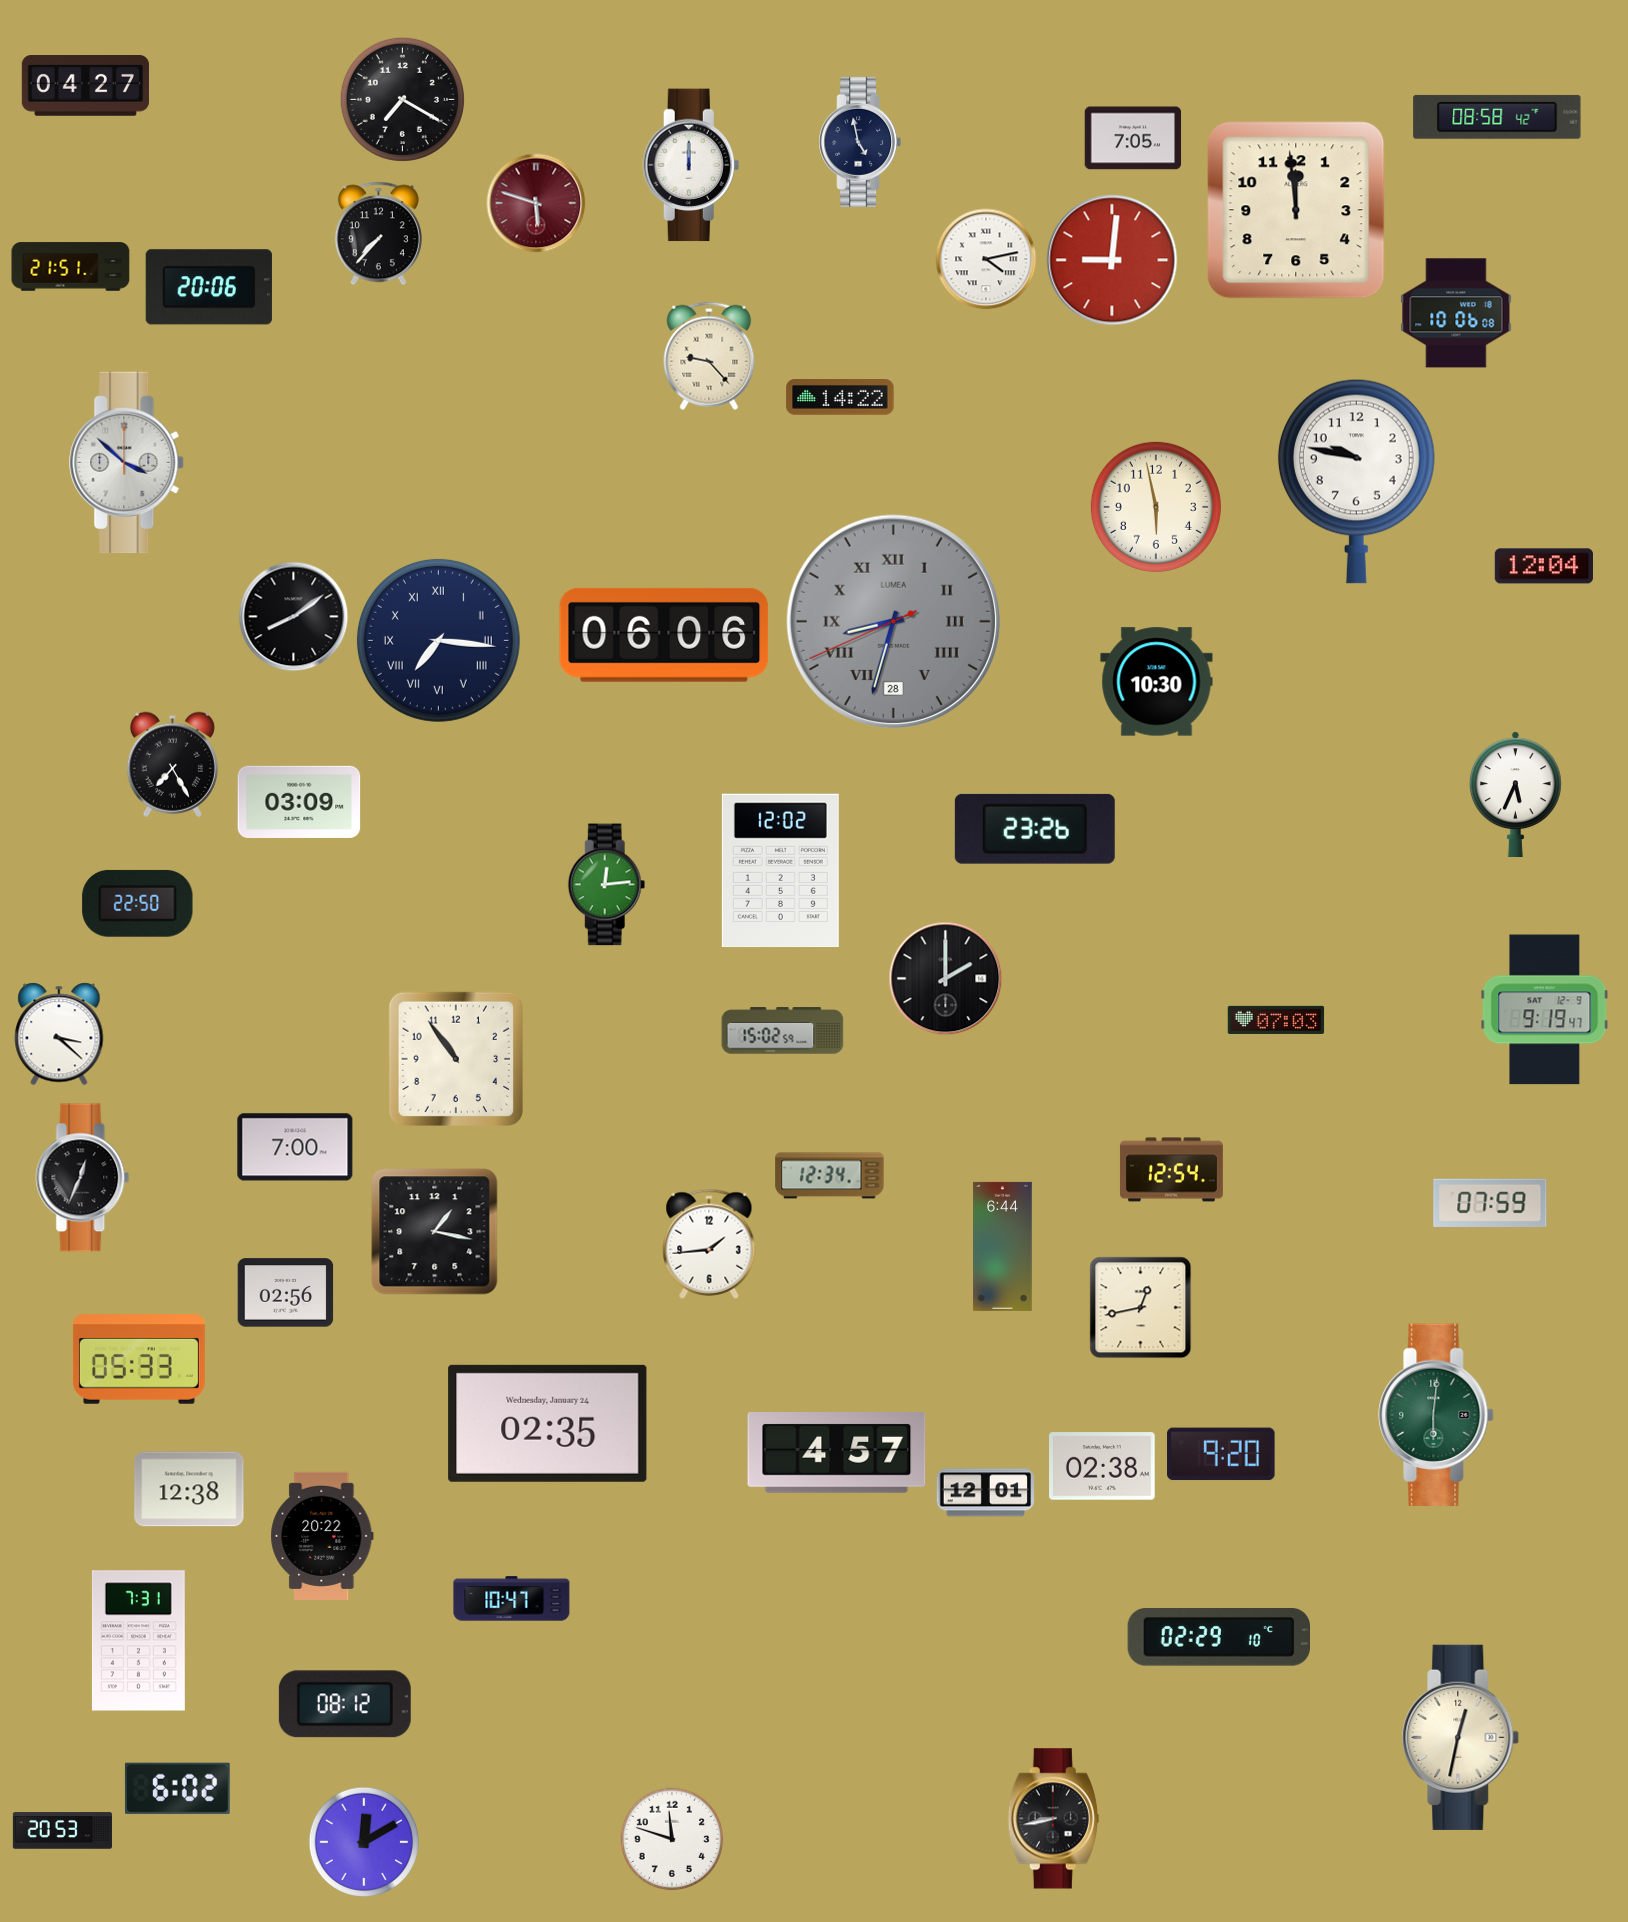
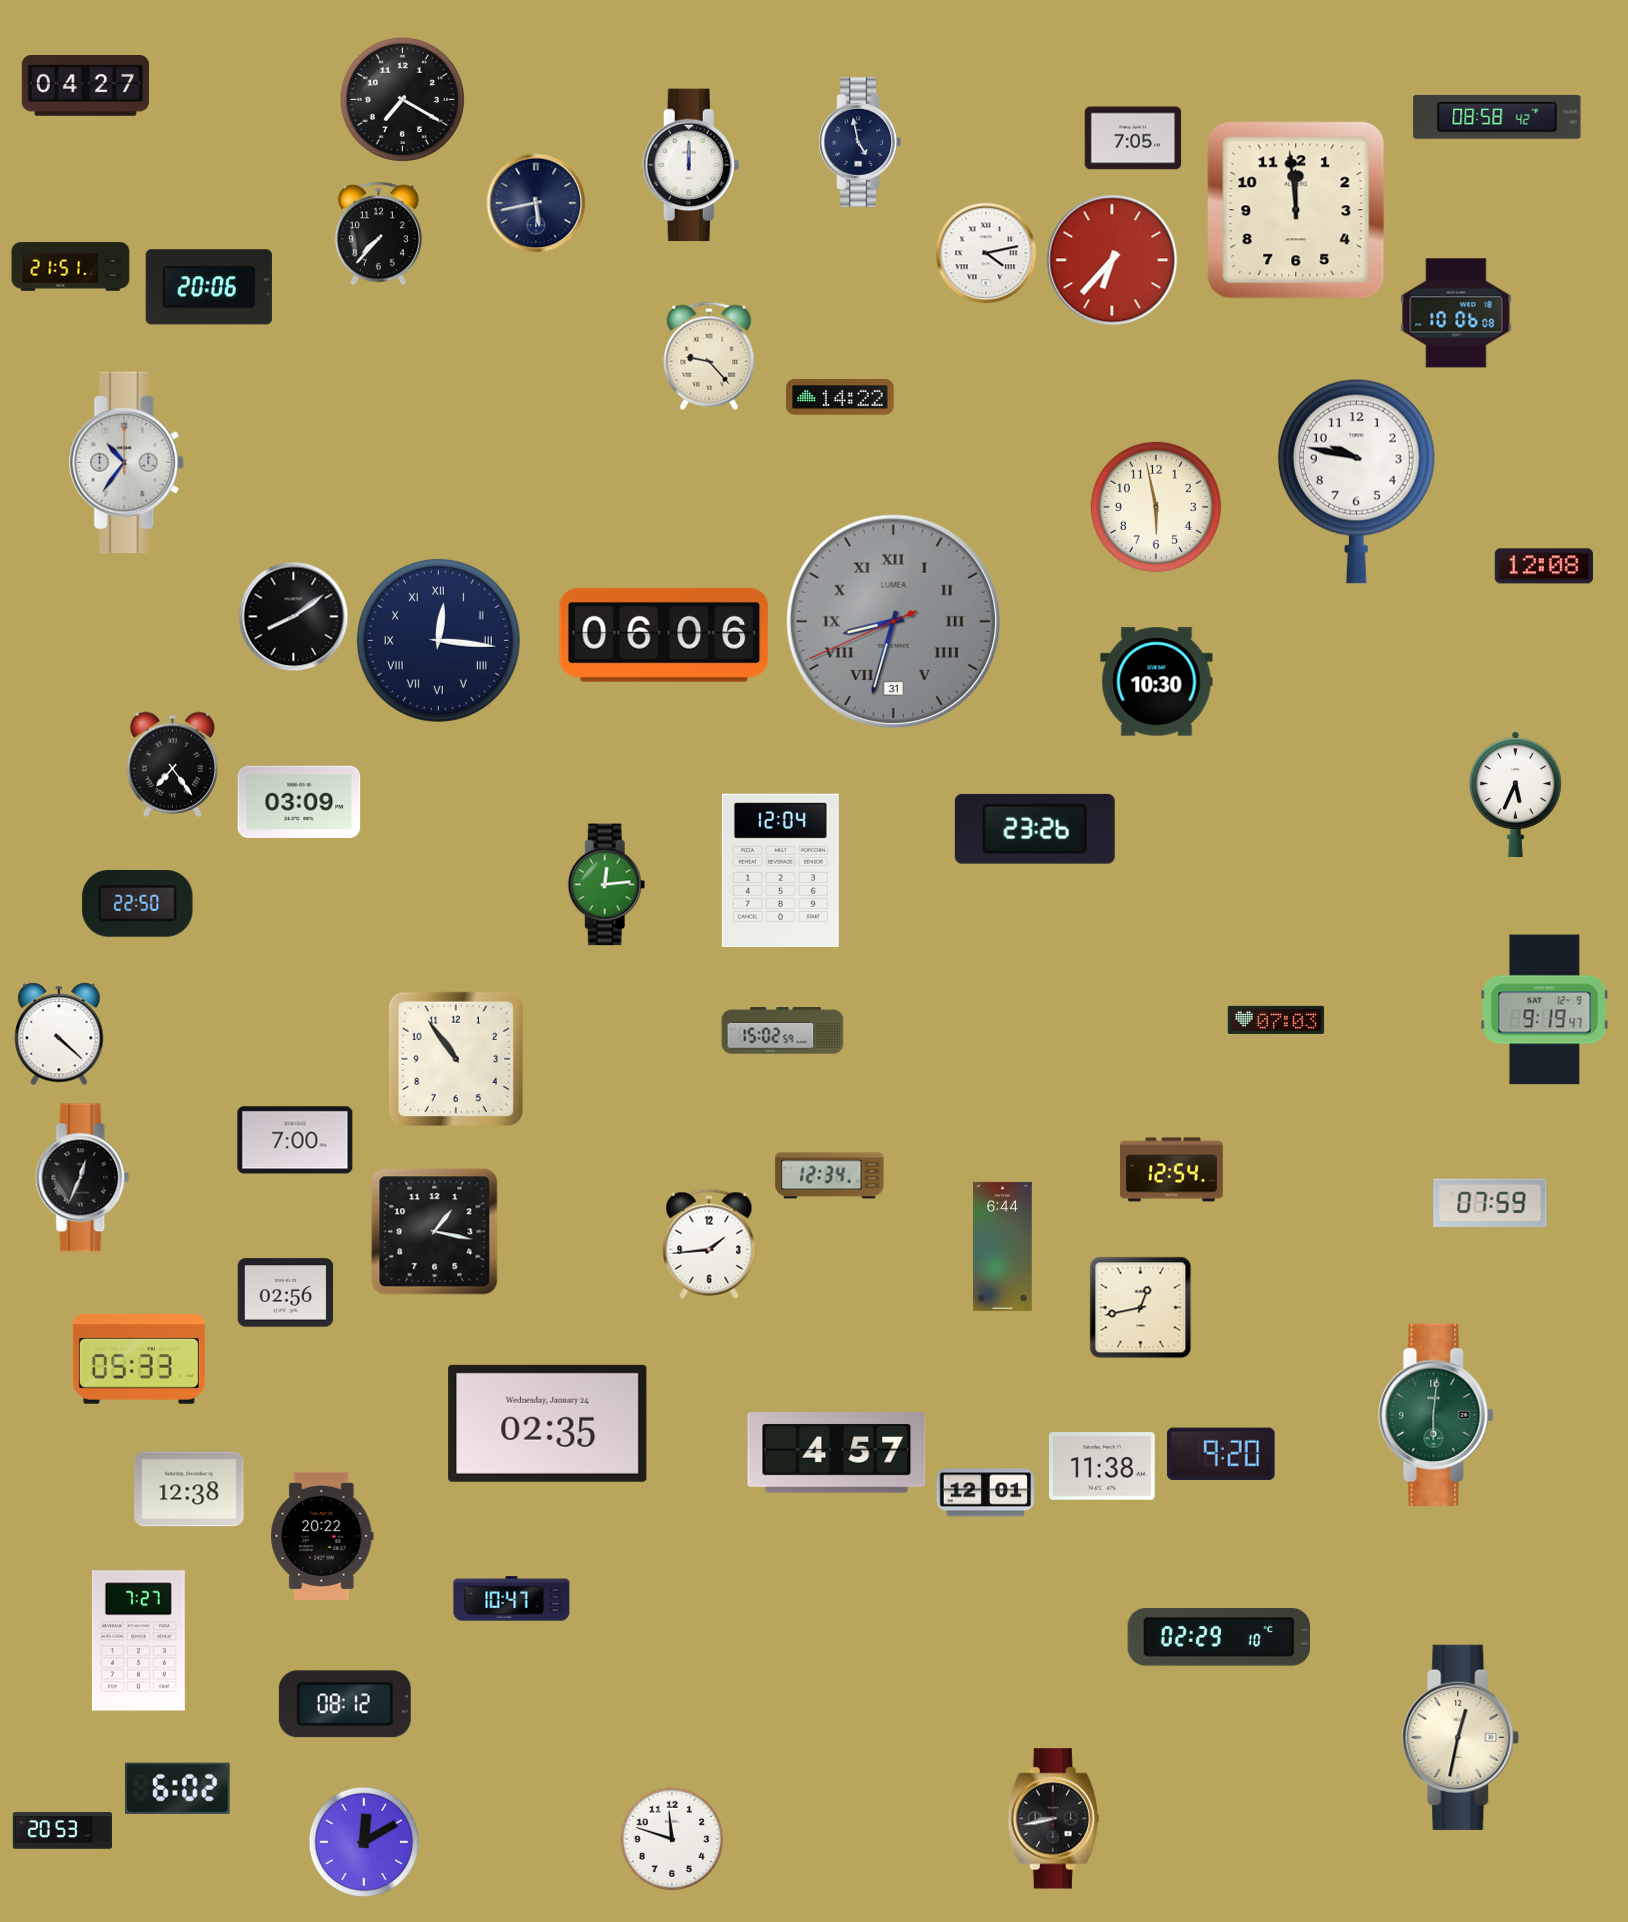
clock at (536, 203): 5:48 -> 5:43
clock at (536, 203) dial: burgundy -> navy
clock at (986, 259) position: (986, 259) -> (986, 253)
clock at (1112, 260): 9:01 -> 6:37
clock at (127, 463): 3:52 -> 10:36
clock at (1544, 566): 12:04 -> 12:08
clock at (893, 621) date: 28 -> 31
clock at (438, 640): 7:16 -> 12:16
clock at (172, 764): 7:25 -> 7:24
clock at (780, 871): 12:02 -> 12:04
clock at (946, 979): 2:00 -> none
clock at (59, 1034): 3:22 -> 4:22
clock at (295, 1147) position: (295, 1147) -> (295, 1140)
clock at (1102, 1466): 02:38 -> 11:38
clock at (138, 1641): 7:31 -> 7:27
